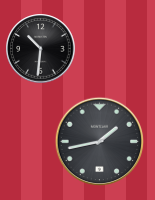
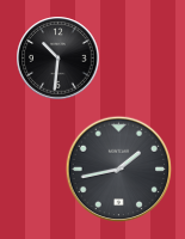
clock at (41, 49) position: (41, 49) -> (58, 59)
